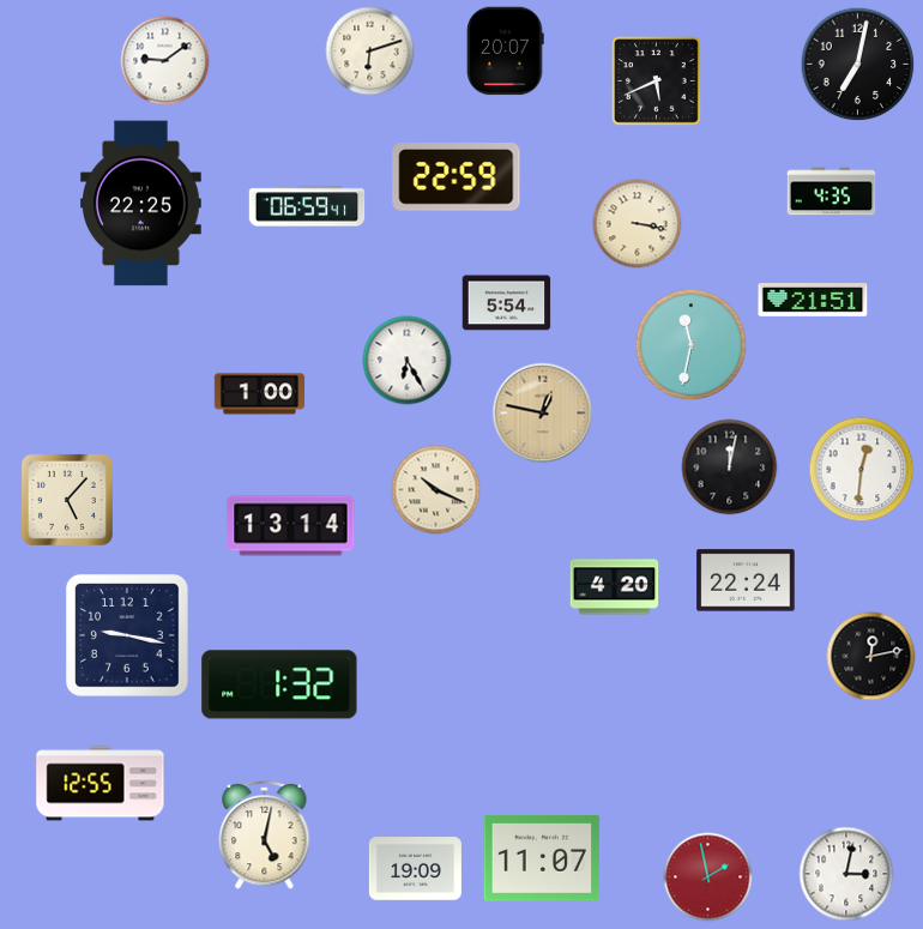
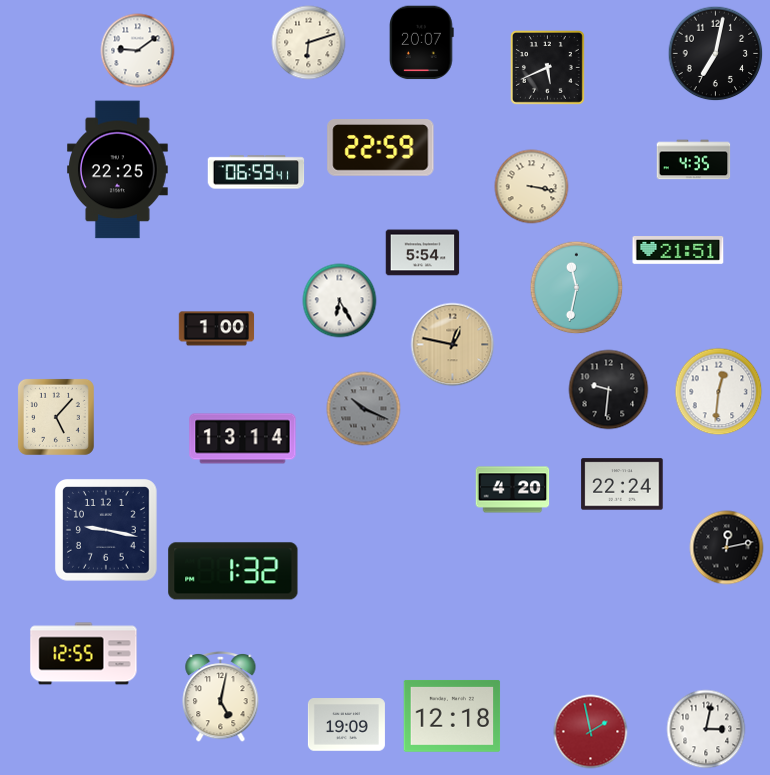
clock at (730, 467): 12:02 -> 9:31
clock at (436, 490) dial: cream -> grey
clock at (542, 858): 11:07 -> 12:18
